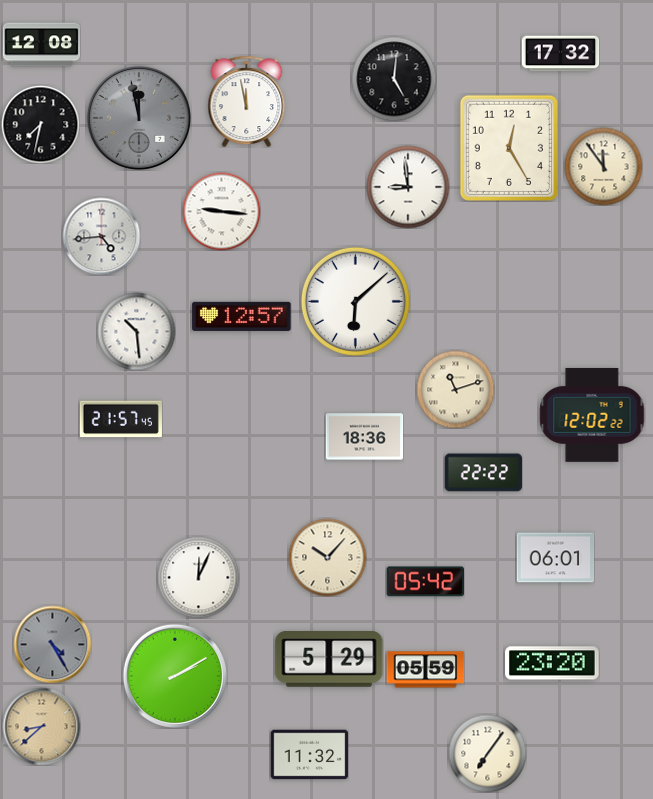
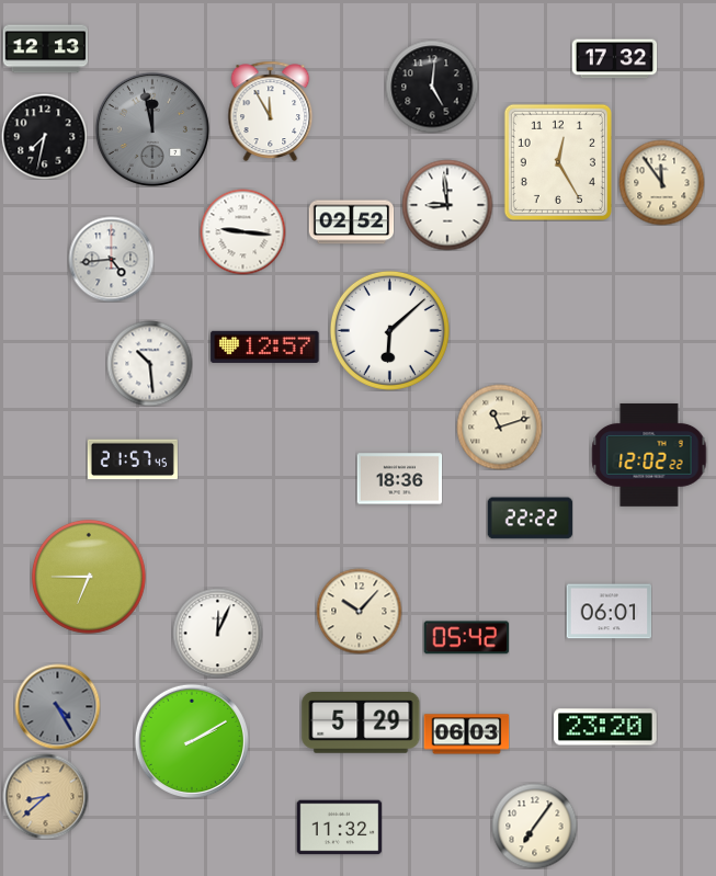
clock at (41, 45): 12:08 -> 12:13
clock at (247, 101): 11:58 -> 11:55
clock at (351, 223): none -> 02:52
clock at (89, 577): none -> 6:45
clock at (425, 670): 05:59 -> 06:03
